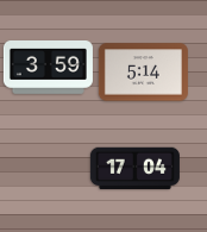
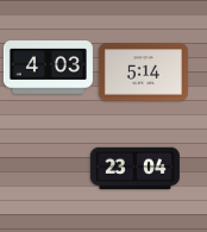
clock at (48, 68): 3:59 -> 4:03
clock at (134, 169): 17:04 -> 23:04
